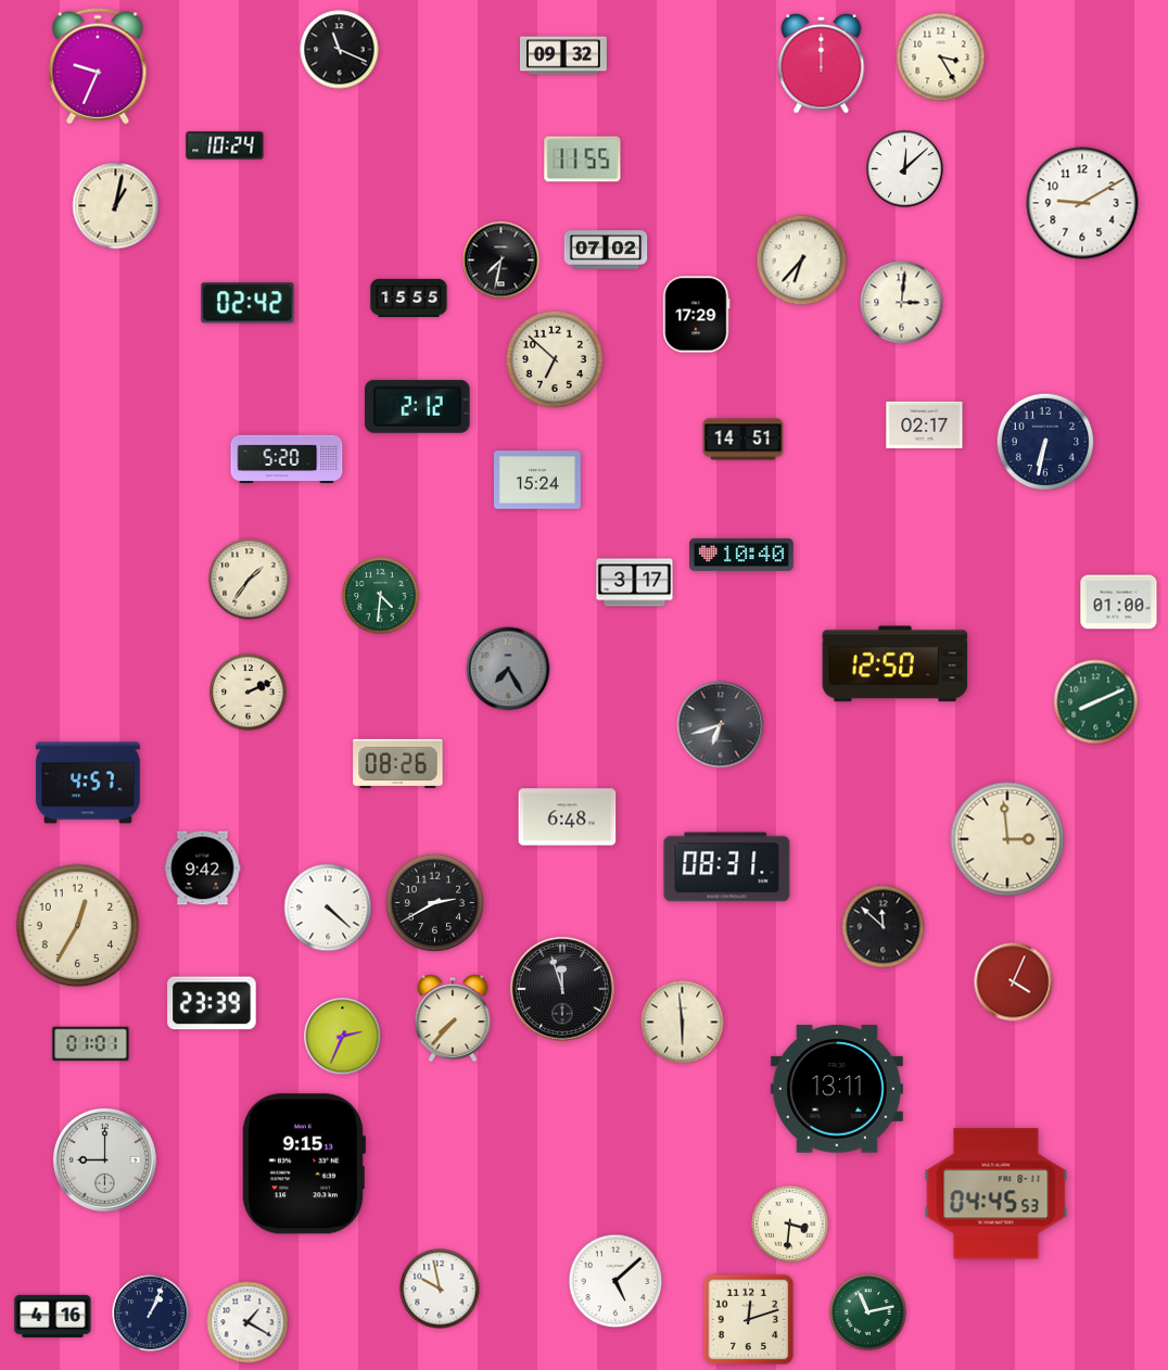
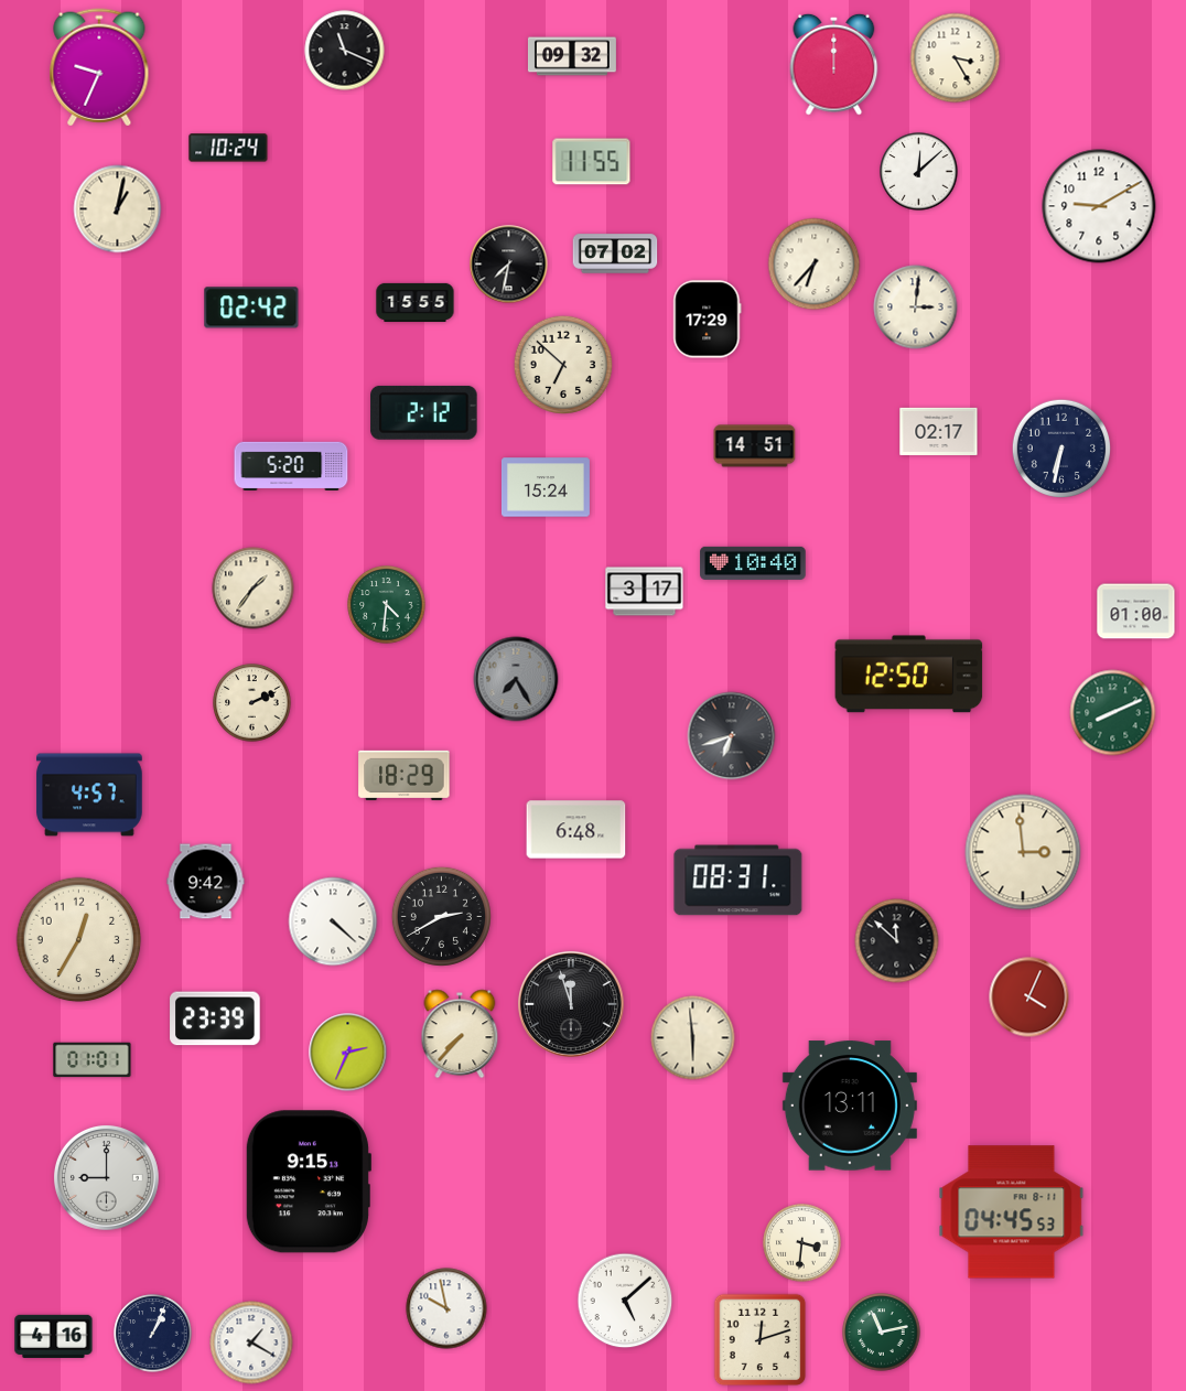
clock at (398, 763): 08:26 -> 18:29
